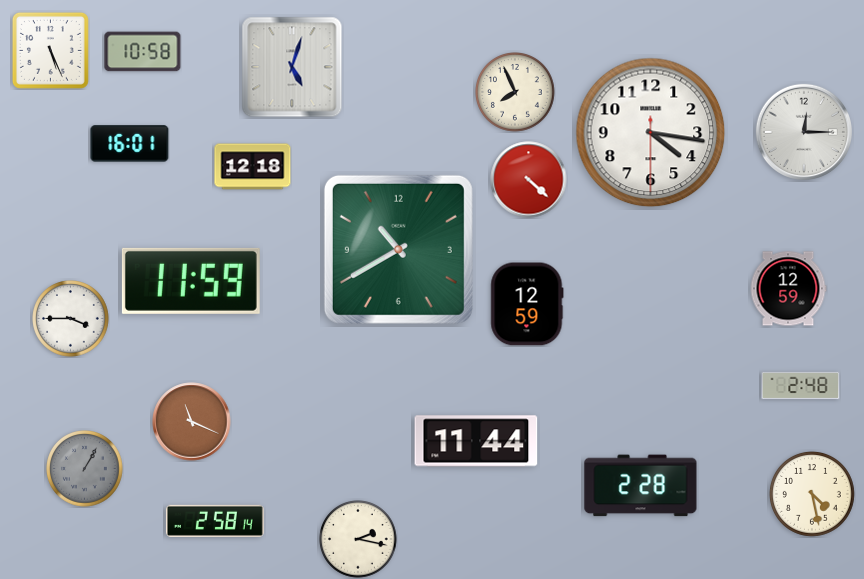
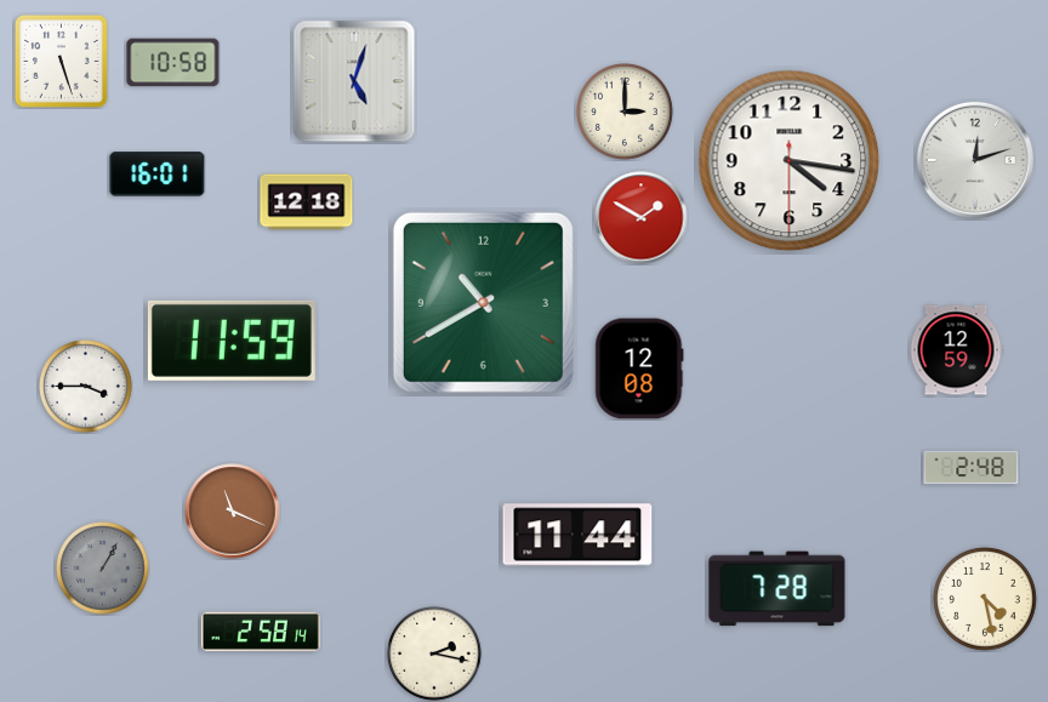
clock at (50, 50): 5:26 -> 5:27
clock at (516, 93): 7:56 -> 3:00
clock at (804, 132): 12:15 -> 12:12
clock at (529, 180): 4:22 -> 1:50
clock at (527, 304): 12:59 -> 12:08
clock at (641, 486): 2:28 -> 7:28
